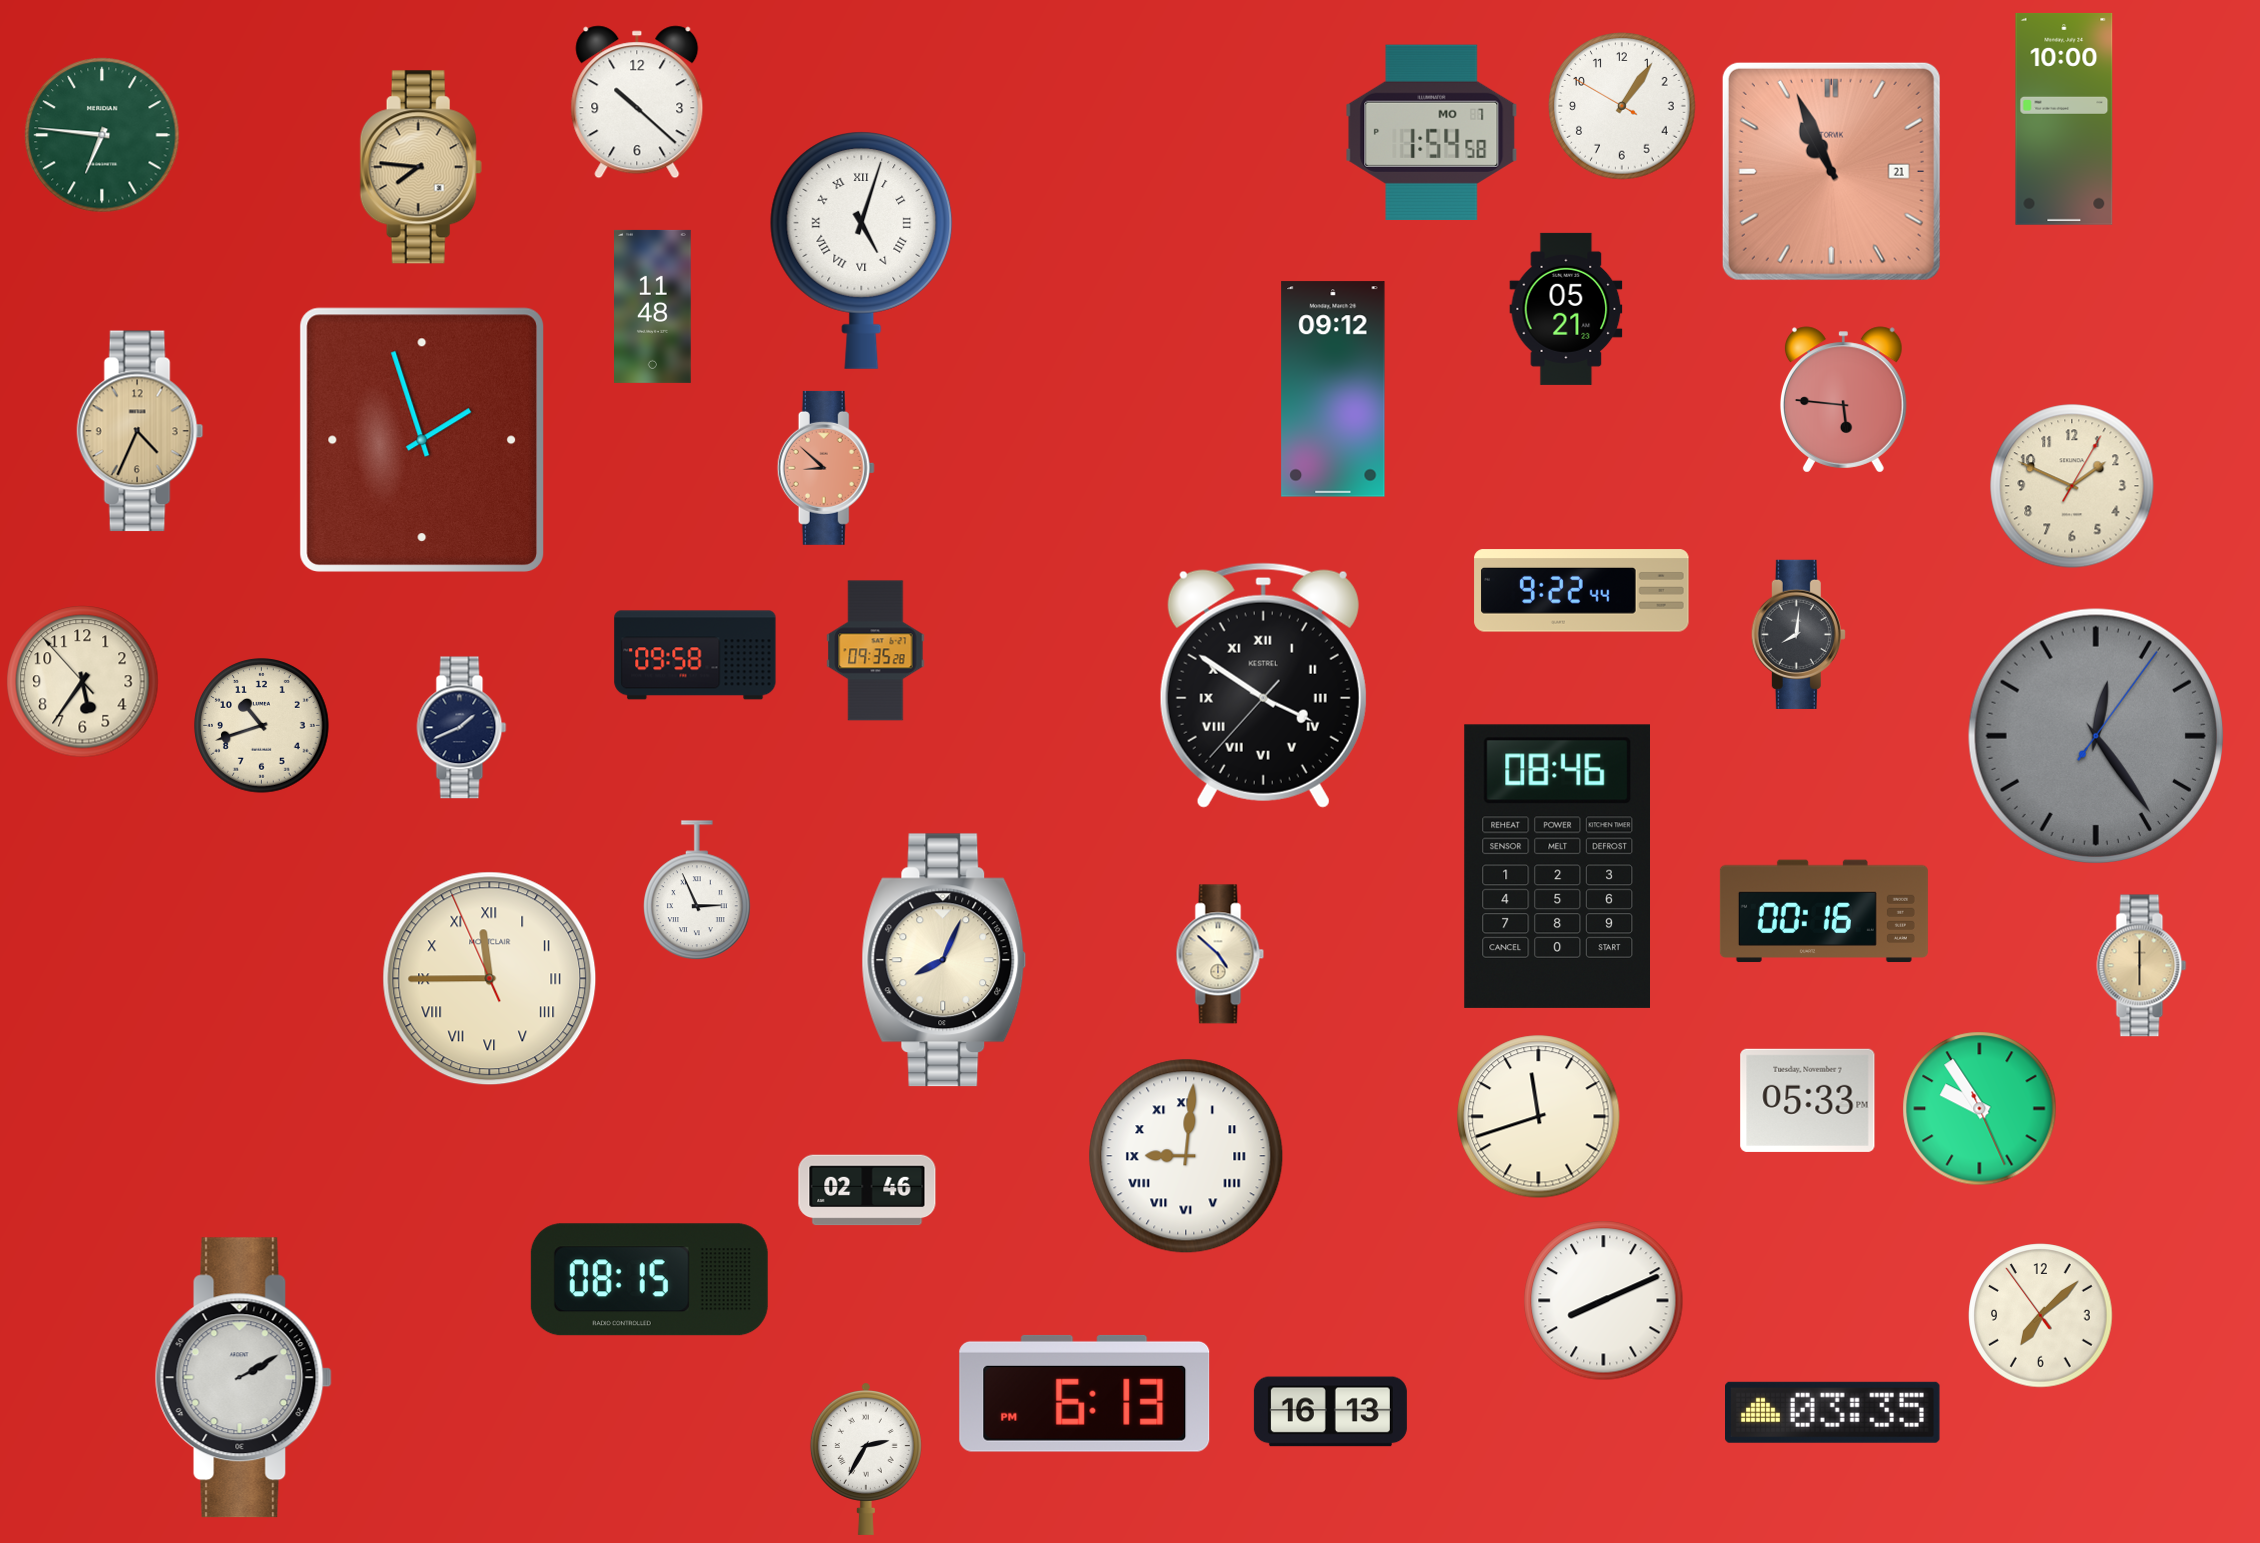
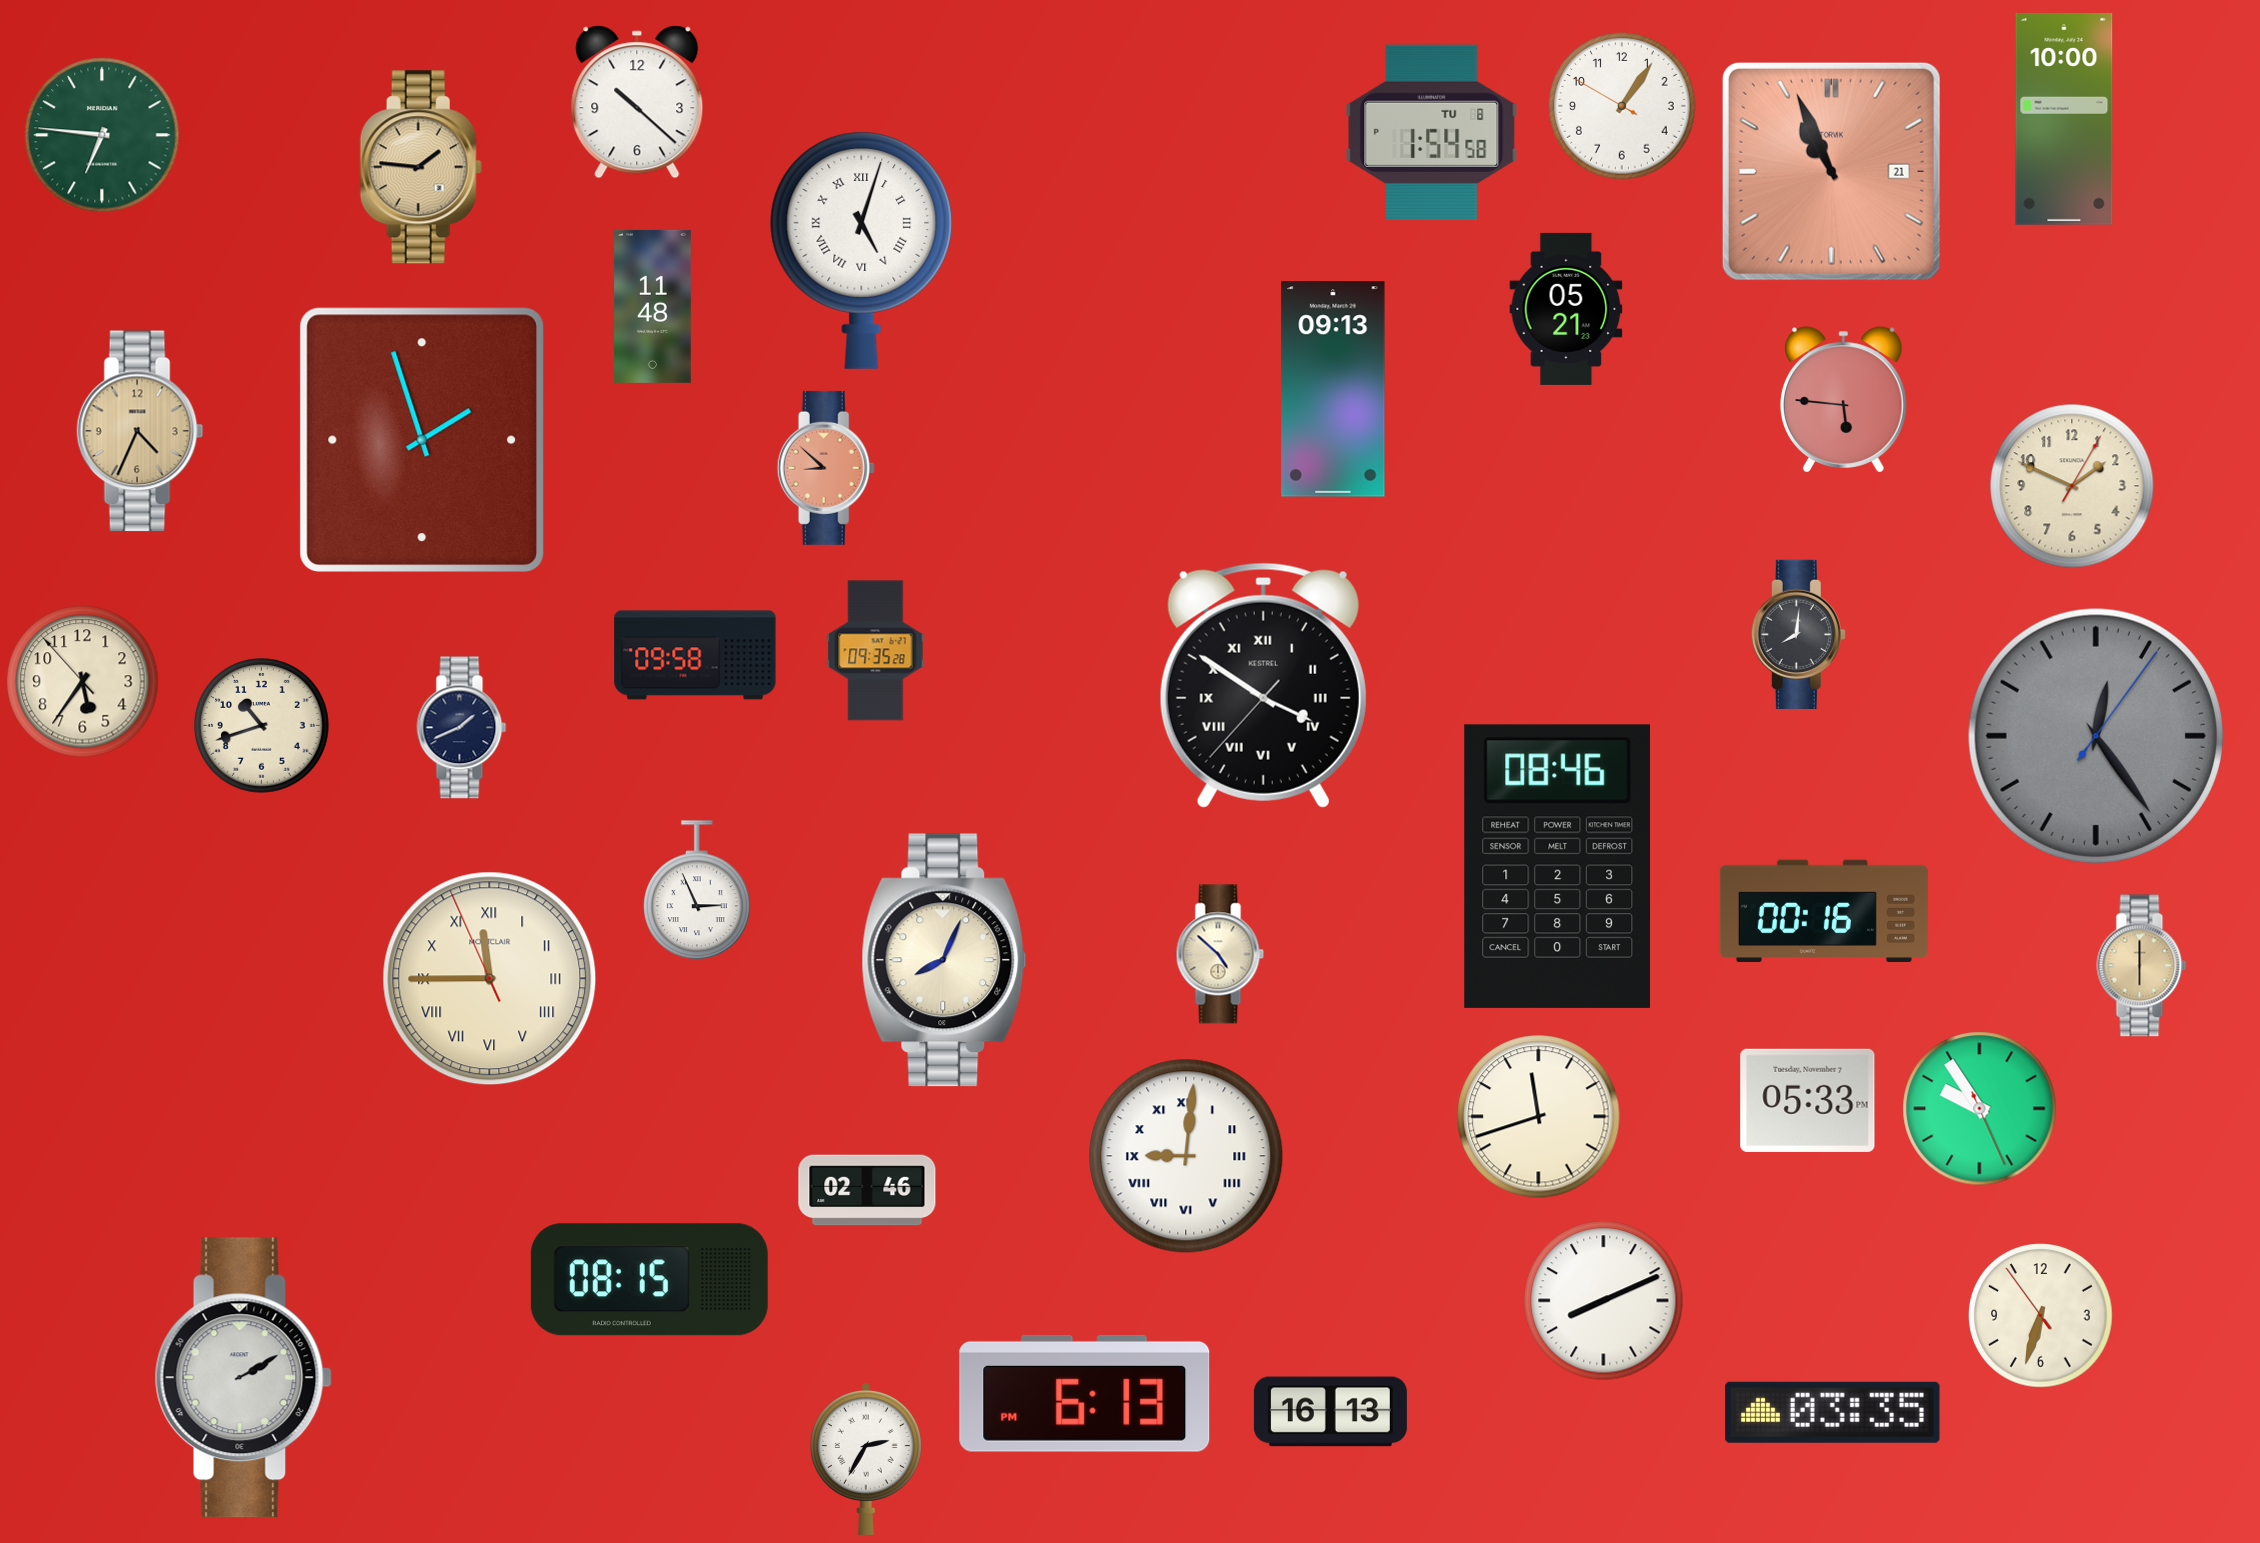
clock at (1432, 132) date: MO 7 -> TU 8
clock at (421, 167): 7:46 -> 1:46
clock at (1333, 389): 09:12 -> 09:13
clock at (1582, 591): 9:22 -> none
clock at (2041, 1316): 7:07 -> 6:32
